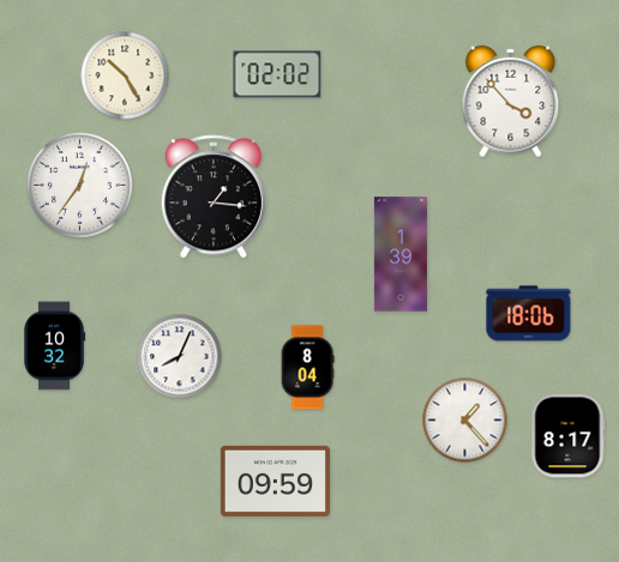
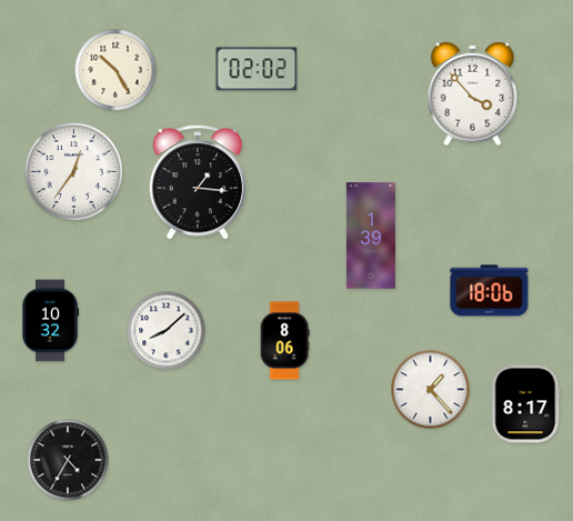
clock at (180, 357): 8:04 -> 8:08
clock at (307, 368): 8:04 -> 8:06
clock at (275, 481): 09:59 -> none
clock at (68, 460): none -> 4:35
